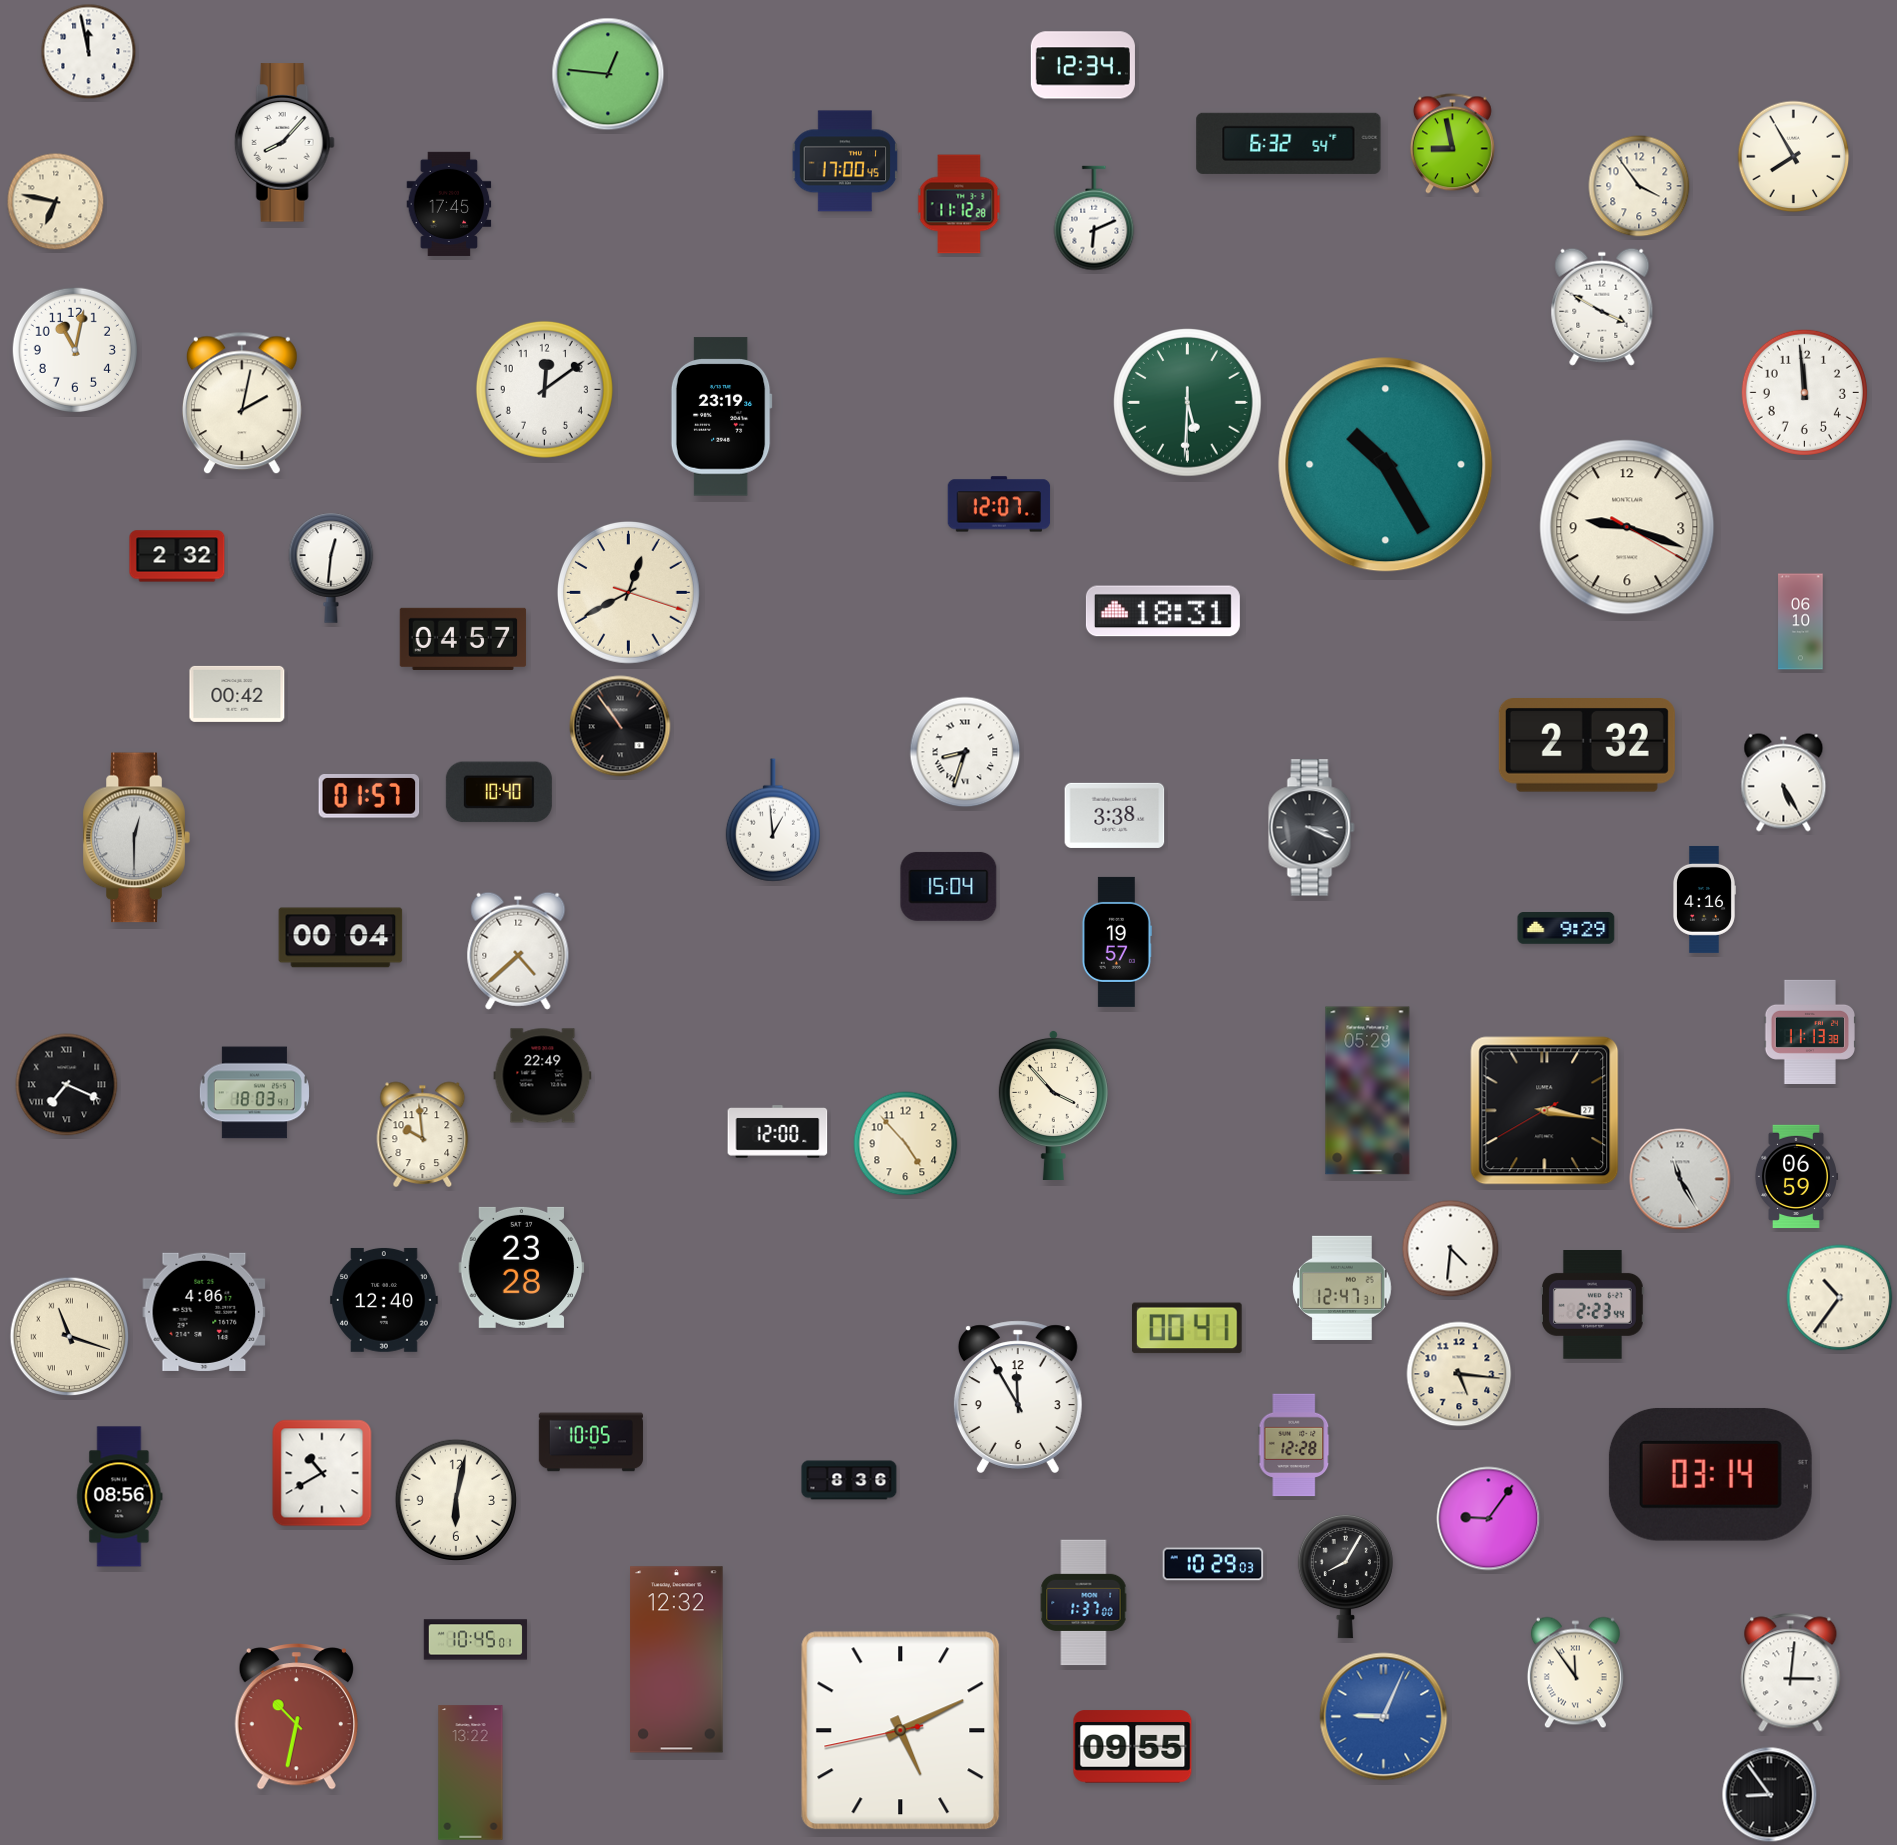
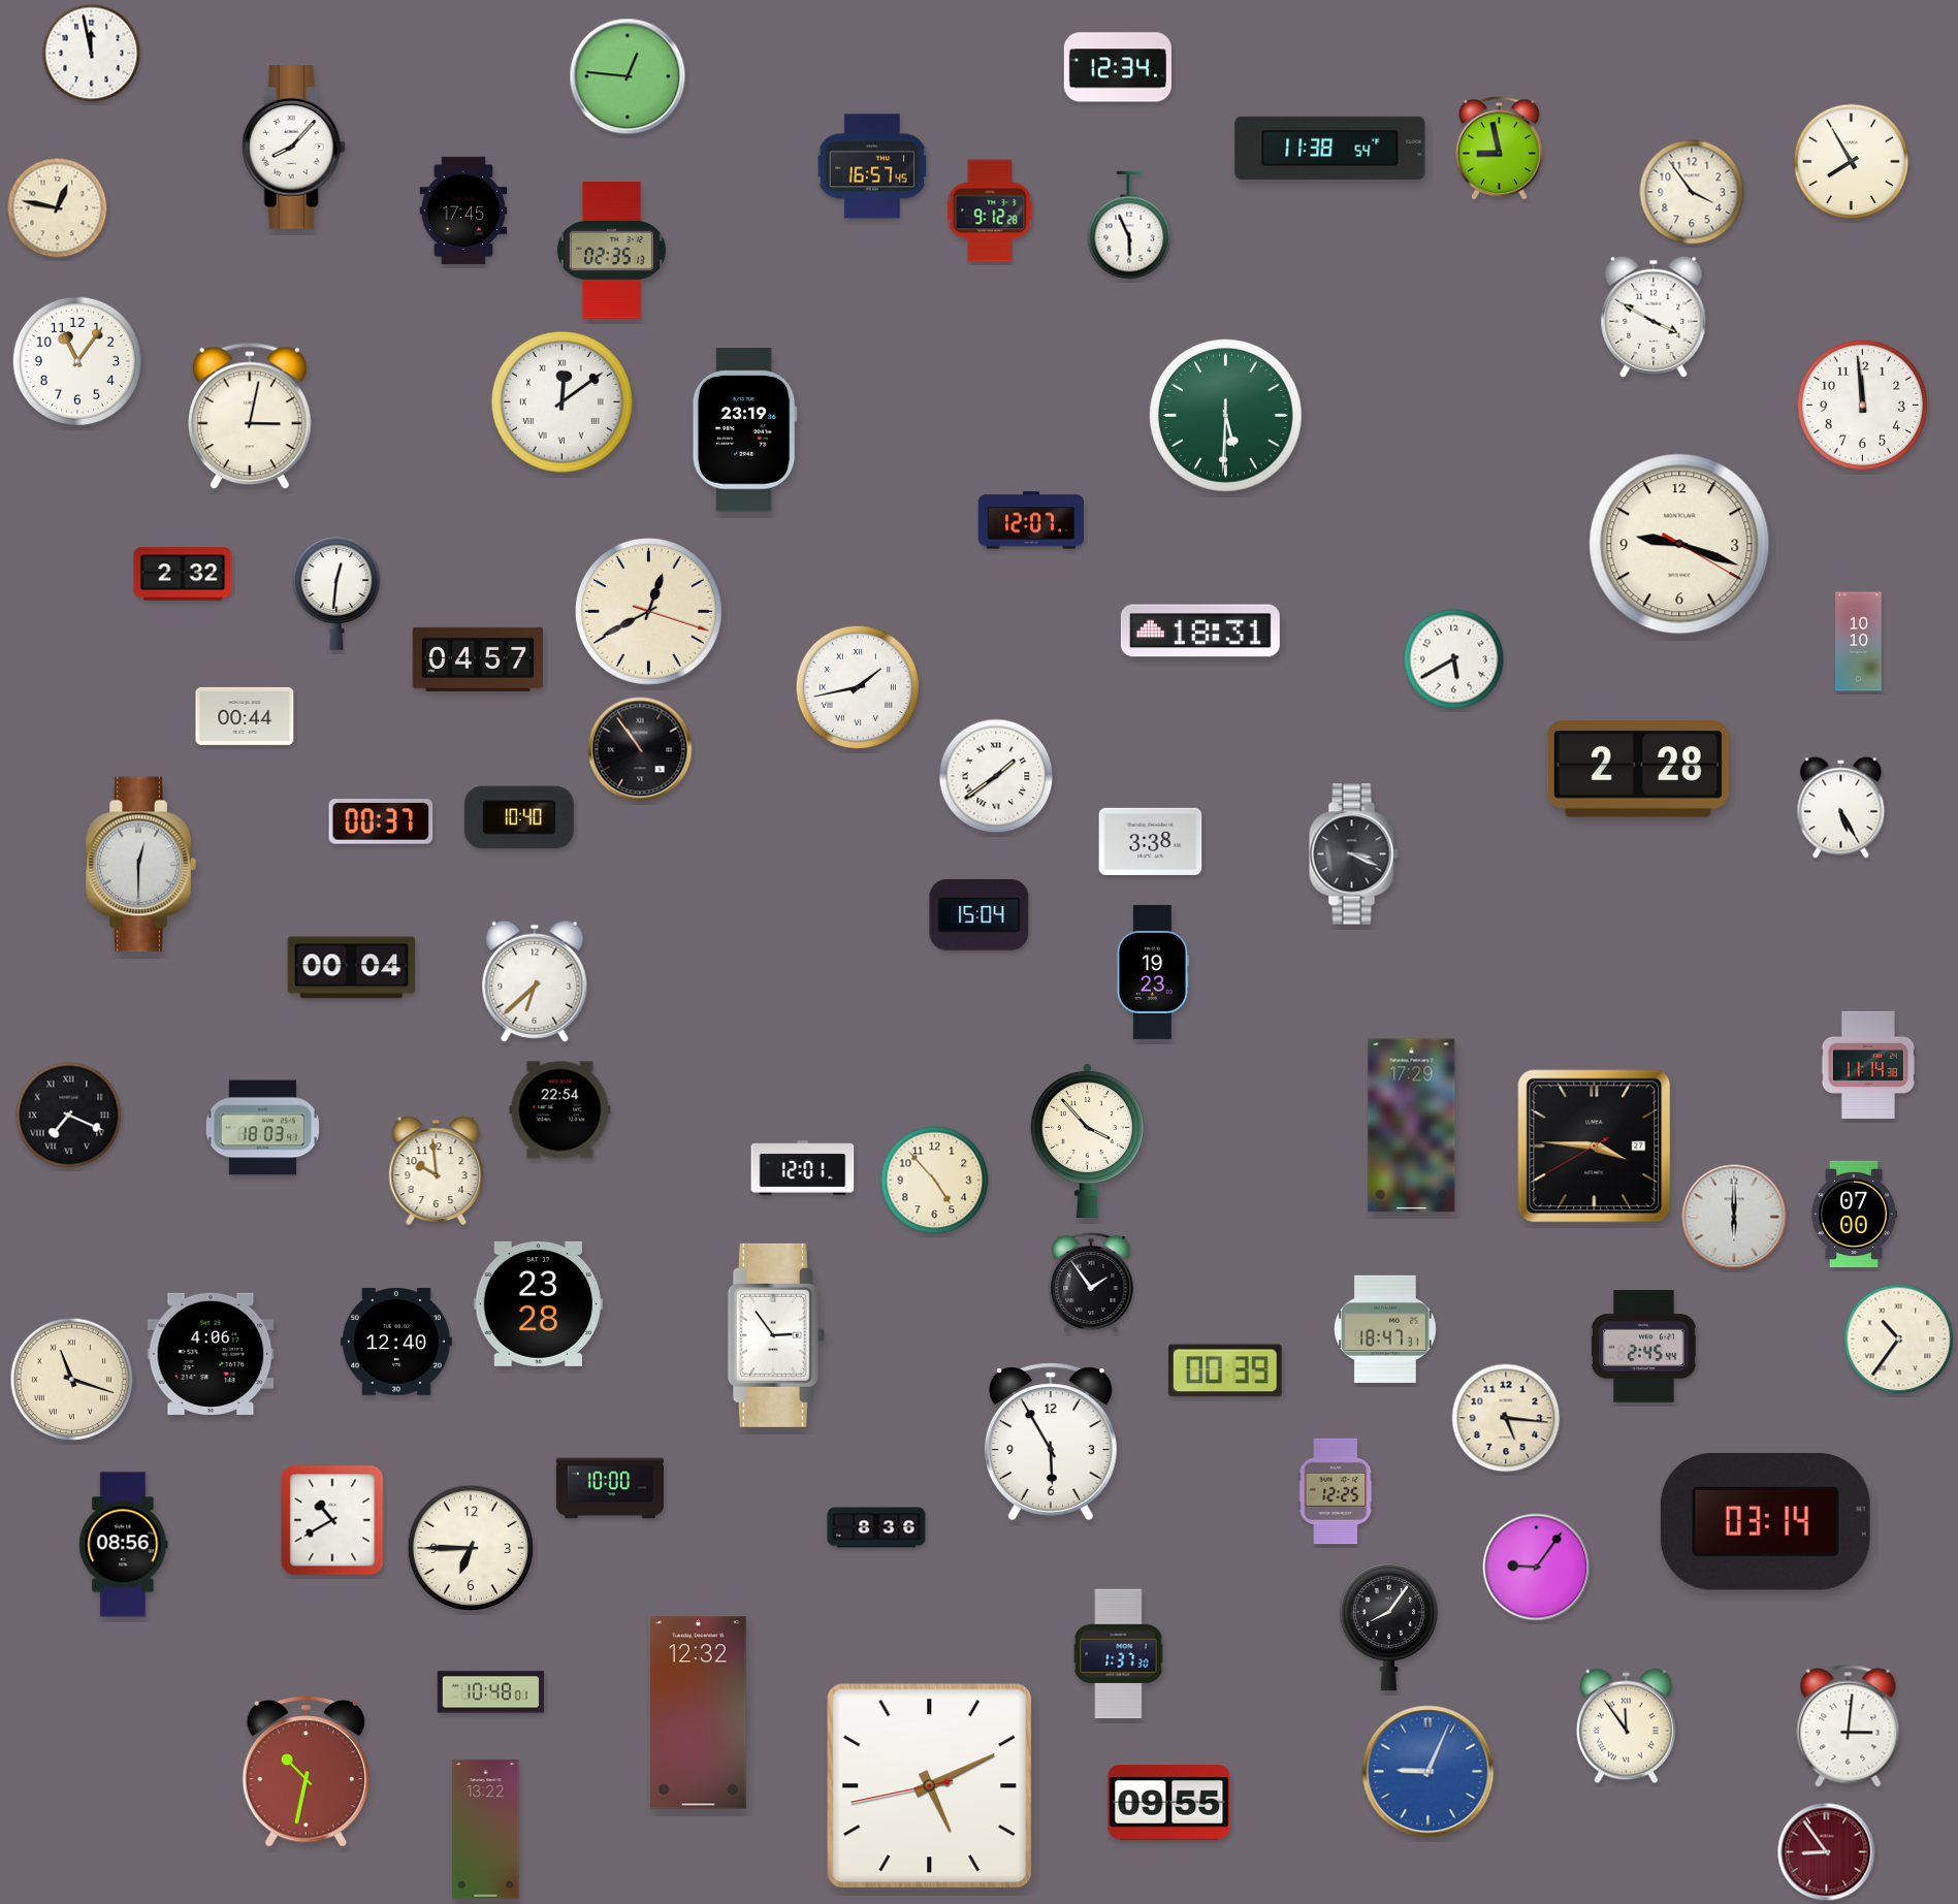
clock at (1289, 143): 6:32 -> 11:38
clock at (845, 161): 17:00 -> 16:57
clock at (56, 202): 6:47 -> 12:47
clock at (959, 204): 11:12 -> 9:12
clock at (1094, 218): 6:11 -> 5:56
clock at (611, 251): none -> 02:35
clock at (75, 350): 11:02 -> 11:06
clock at (544, 389) numerals: Arabic -> Roman
clock at (242, 403): 2:02 -> 3:02
clock at (1386, 465): 10:25 -> none
clock at (331, 568) position: (331, 568) -> (336, 593)
clock at (1801, 622): 06:10 -> 10:10
clock at (1454, 659): none -> 5:40
clock at (858, 687): none -> 1:43
clock at (237, 694): 00:42 -> 00:44
clock at (1587, 746): 2:32 -> 2:28
clock at (965, 752): 8:33 -> 1:39
clock at (499, 792) position: (499, 792) -> (519, 817)
clock at (369, 796): 01:57 -> 00:37
clock at (773, 820): 12:59 -> none
clock at (1705, 899): 4:16 -> none
clock at (1566, 929): 9:29 -> none
clock at (1117, 942): 19:57 -> 19:23
clock at (518, 951): 4:38 -> 6:38
clock at (1810, 1032): 11:13 -> 11:14
clock at (543, 1076): 22:49 -> 22:54
clock at (67, 1085) position: (67, 1085) -> (69, 1116)
clock at (1368, 1091): 05:29 -> 17:29
clock at (1545, 1111): 3:16 -> 3:45
clock at (778, 1132): 12:00 -> 12:01
clock at (1795, 1177): 06:59 -> 07:00
clock at (1680, 1179): 11:25 -> 6:00
clock at (1091, 1283): none -> 1:54
clock at (1451, 1249): 4:31 -> none
clock at (522, 1267) position: (522, 1267) -> (539, 1303)
clock at (1342, 1288): 12:47 -> 18:47
clock at (776, 1335): none -> 2:54
clock at (1593, 1305): 2:23 -> 2:45
clock at (1188, 1328): 00:41 -> 00:39
clock at (1018, 1397): 11:55 -> 5:55
clock at (591, 1442): 10:05 -> 10:00
clock at (1294, 1445): 12:28 -> 12:25
clock at (455, 1499): 6:02 -> 6:45
clock at (1213, 1564): 10:29 -> none
clock at (1345, 1576): 8:05 -> 8:06
clock at (1084, 1603): 1:37:00 -> 1:37:30
clock at (476, 1640): 10:45 -> 10:48
clock at (1770, 1795) dial: black -> burgundy
